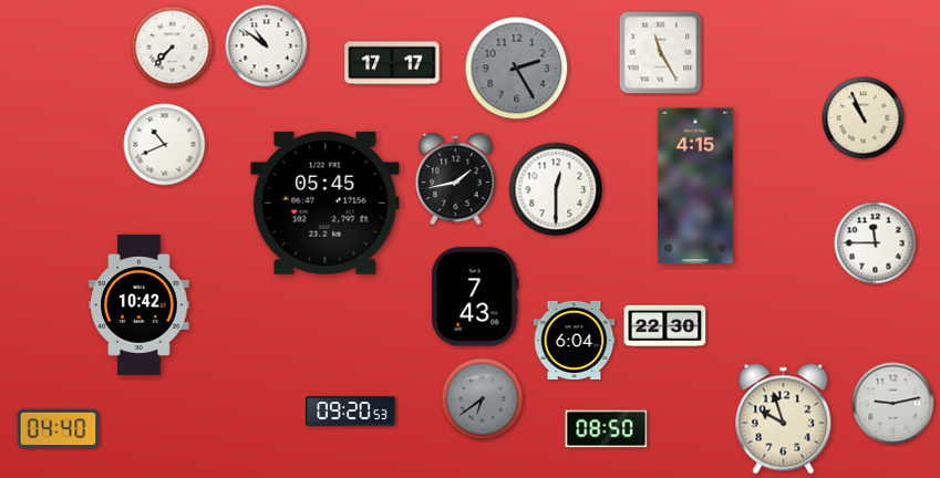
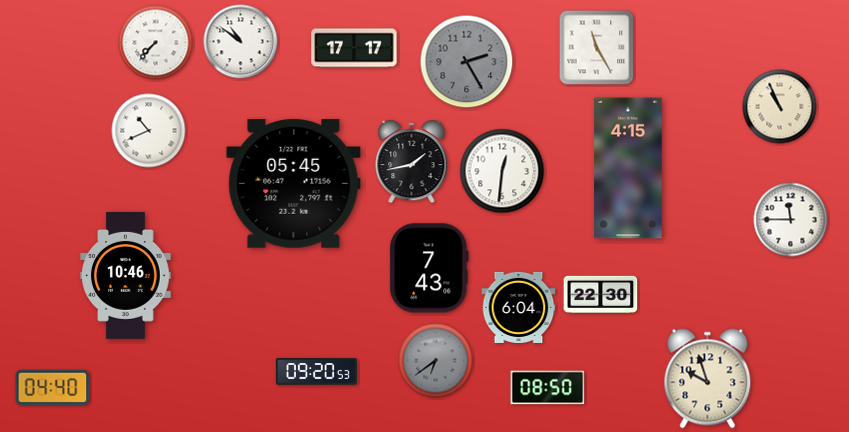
clock at (392, 63) position: (392, 63) -> (354, 48)
clock at (556, 189): 12:30 -> 12:31
clock at (140, 304): 10:42 -> 10:46
clock at (893, 404): 9:13 -> none
